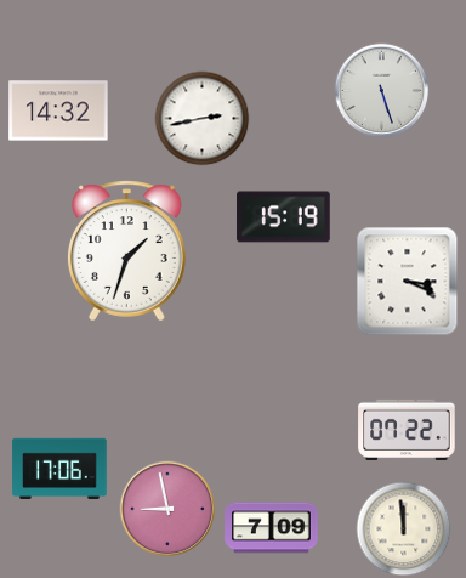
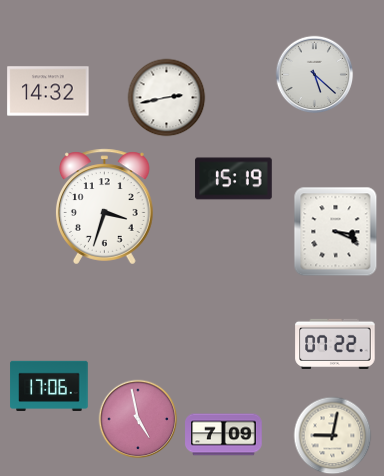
clock at (381, 90): 5:27 -> 5:22
clock at (127, 251): 1:33 -> 3:33
clock at (407, 430) position: (407, 430) -> (335, 344)
clock at (167, 509): 8:58 -> 4:58
clock at (403, 528): 11:59 -> 9:02
